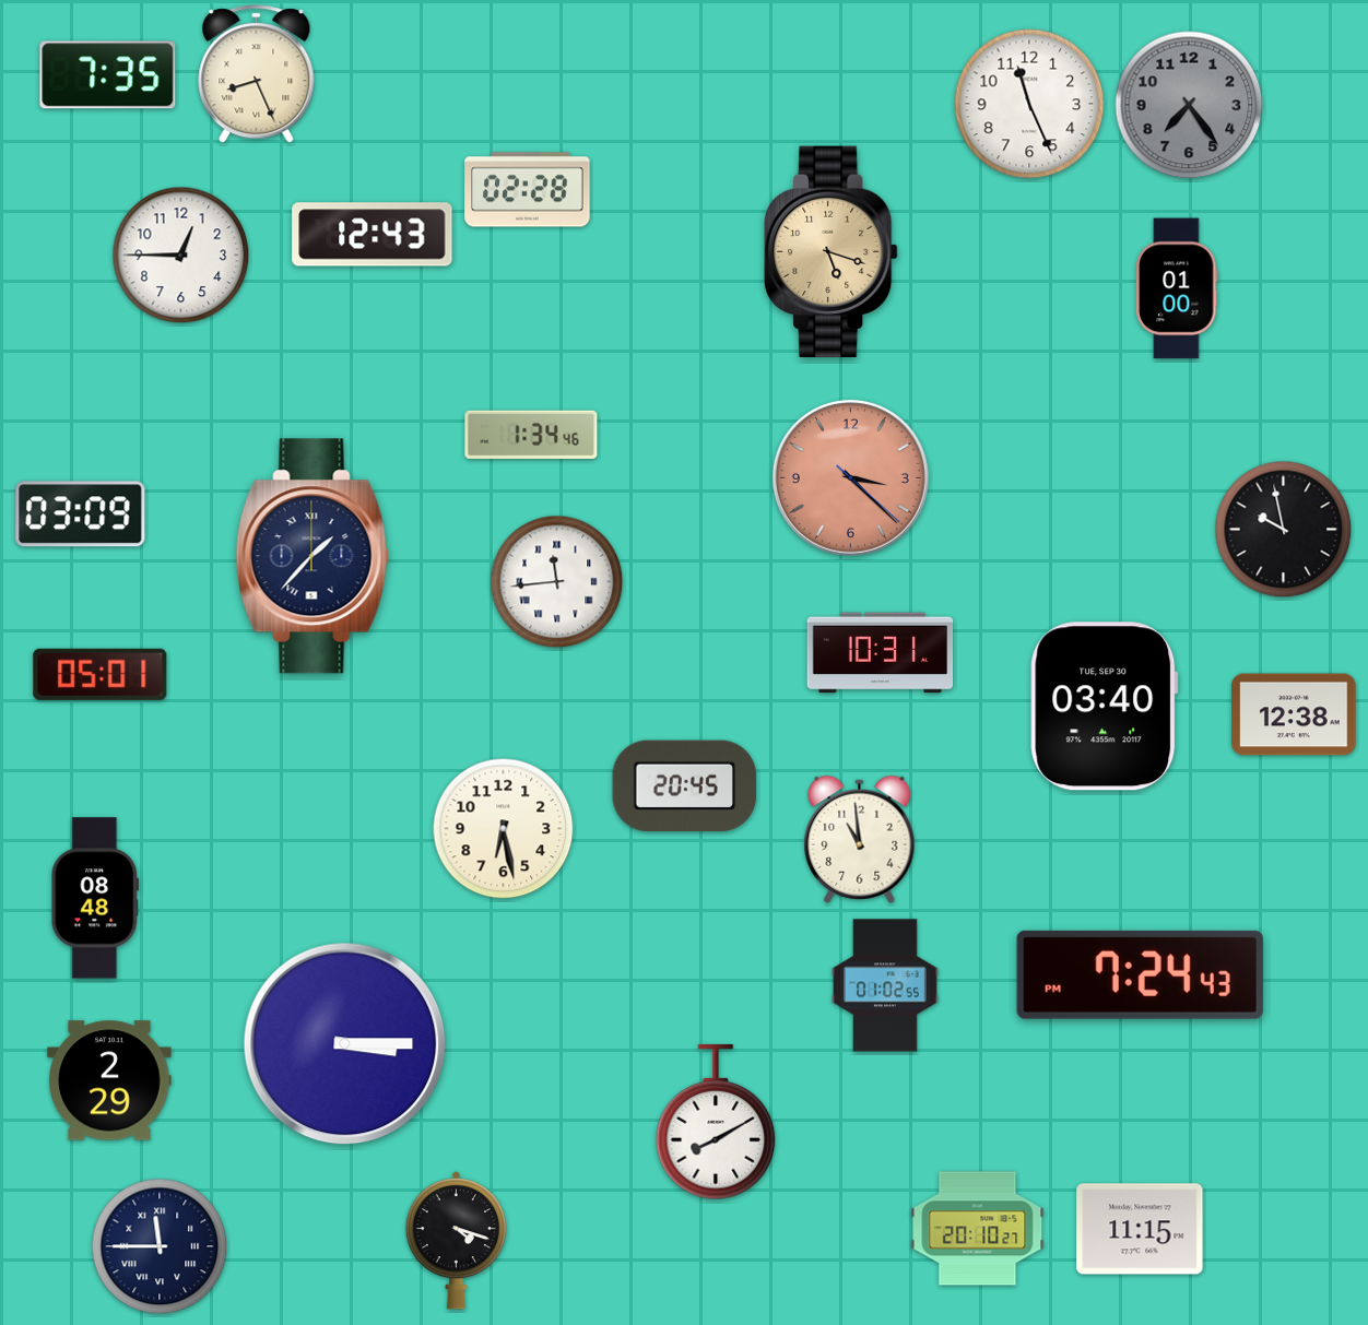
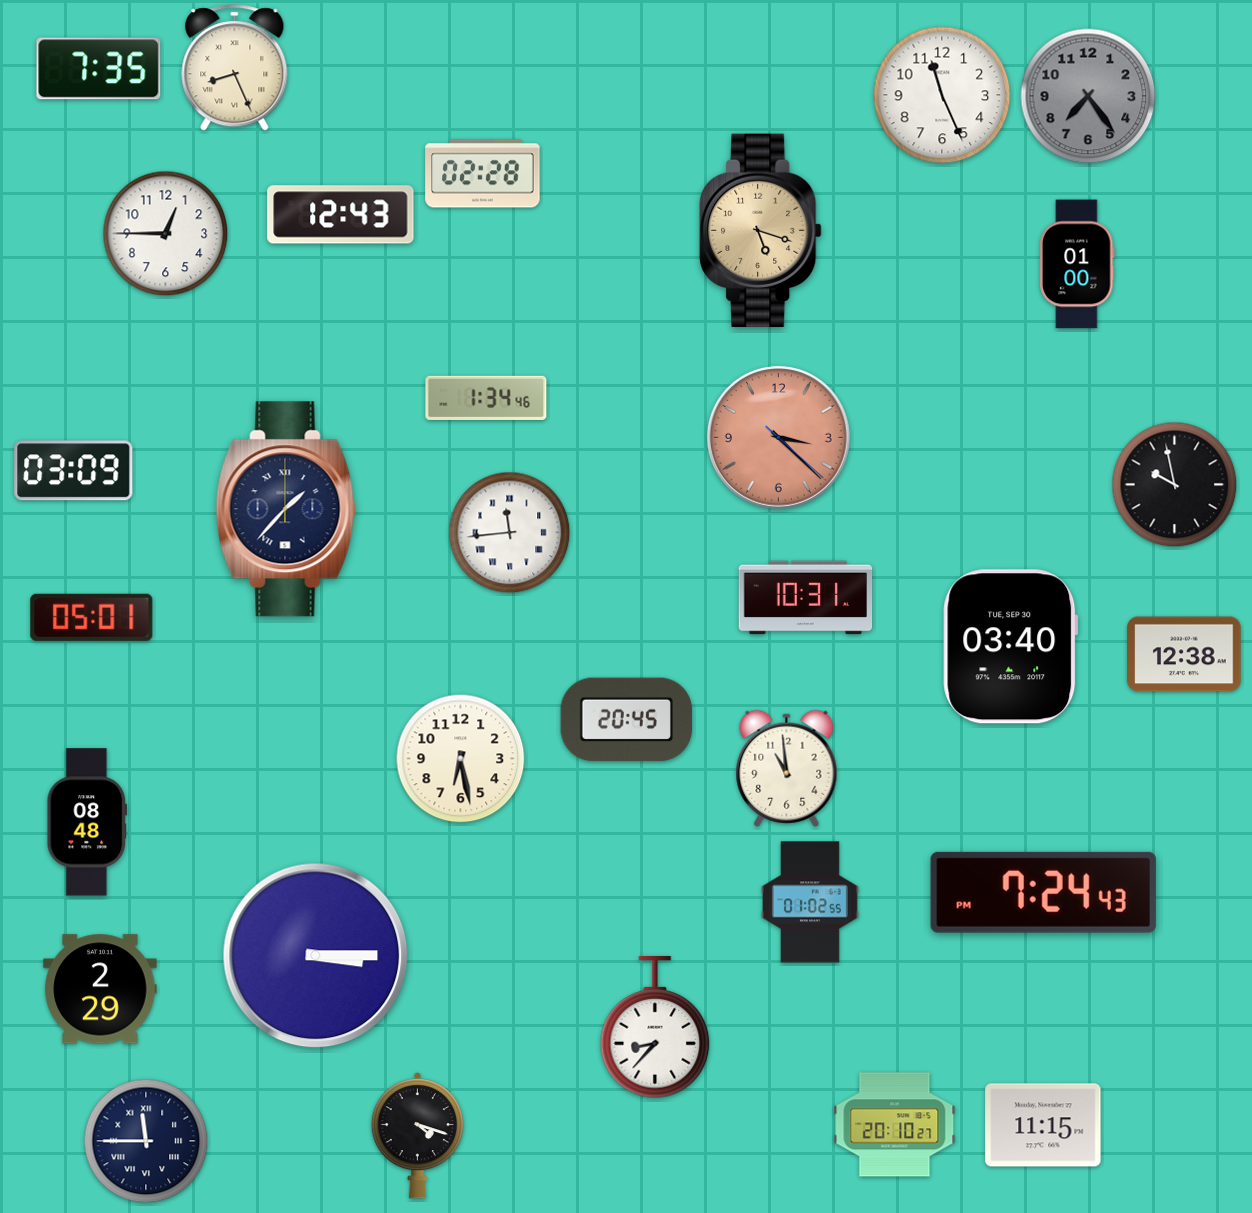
clock at (716, 1122): 8:10 -> 8:37
